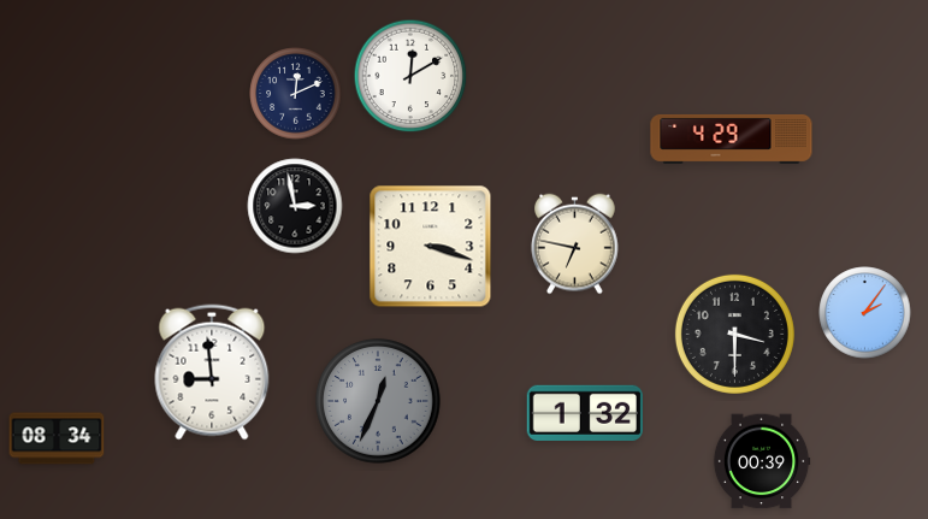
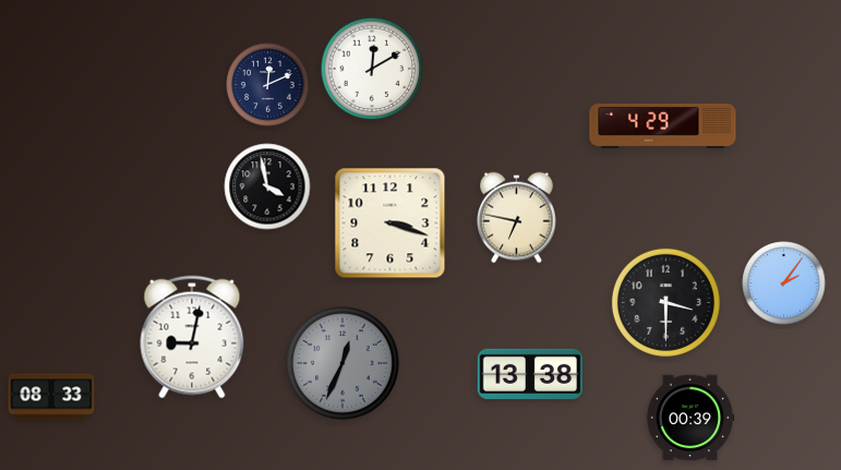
clock at (295, 206): 2:58 -> 3:58
clock at (575, 244) position: (575, 244) -> (517, 218)
clock at (212, 372): 8:59 -> 9:02
clock at (584, 413): 1:32 -> 13:38
clock at (57, 438): 08:34 -> 08:33
